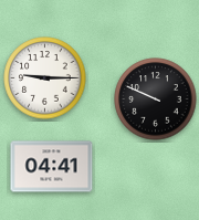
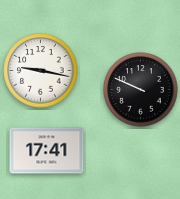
clock at (45, 78): 9:15 -> 9:17
clock at (52, 167): 04:41 -> 17:41
